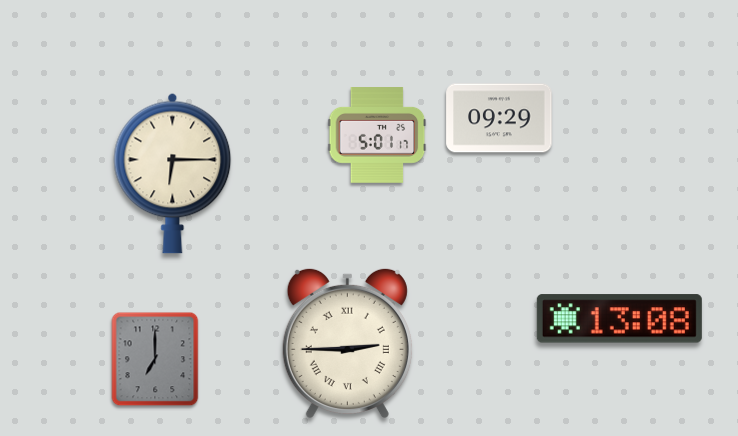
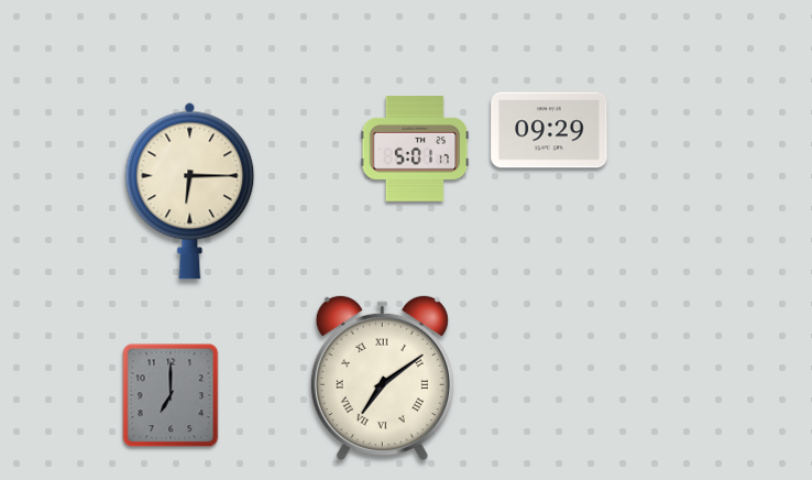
clock at (619, 319): 13:08 -> none
clock at (347, 343): 2:45 -> 7:09
